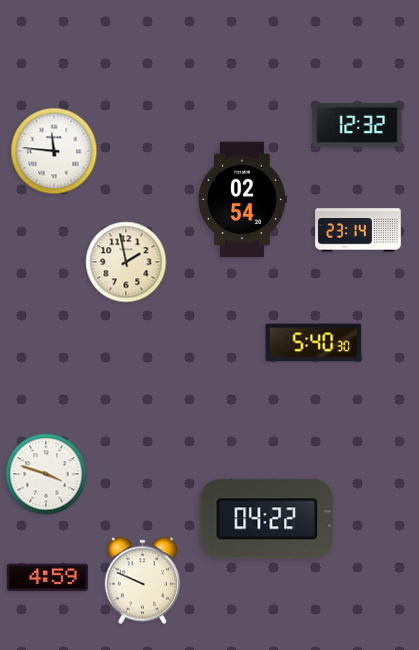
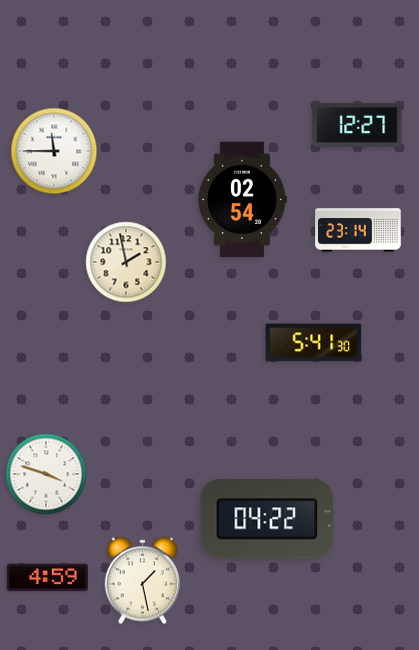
clock at (357, 125): 12:32 -> 12:27
clock at (54, 151): 11:46 -> 11:45
clock at (314, 343): 5:40 -> 5:41
clock at (143, 581): 9:49 -> 1:28
